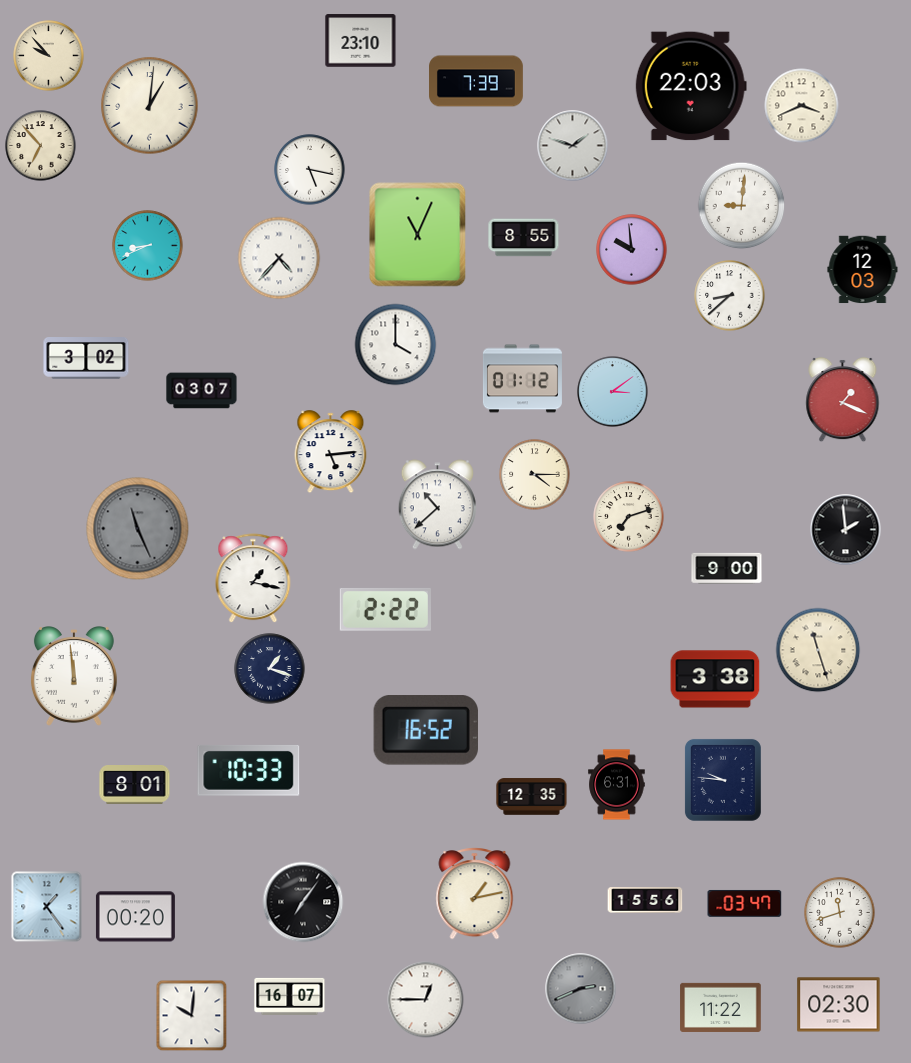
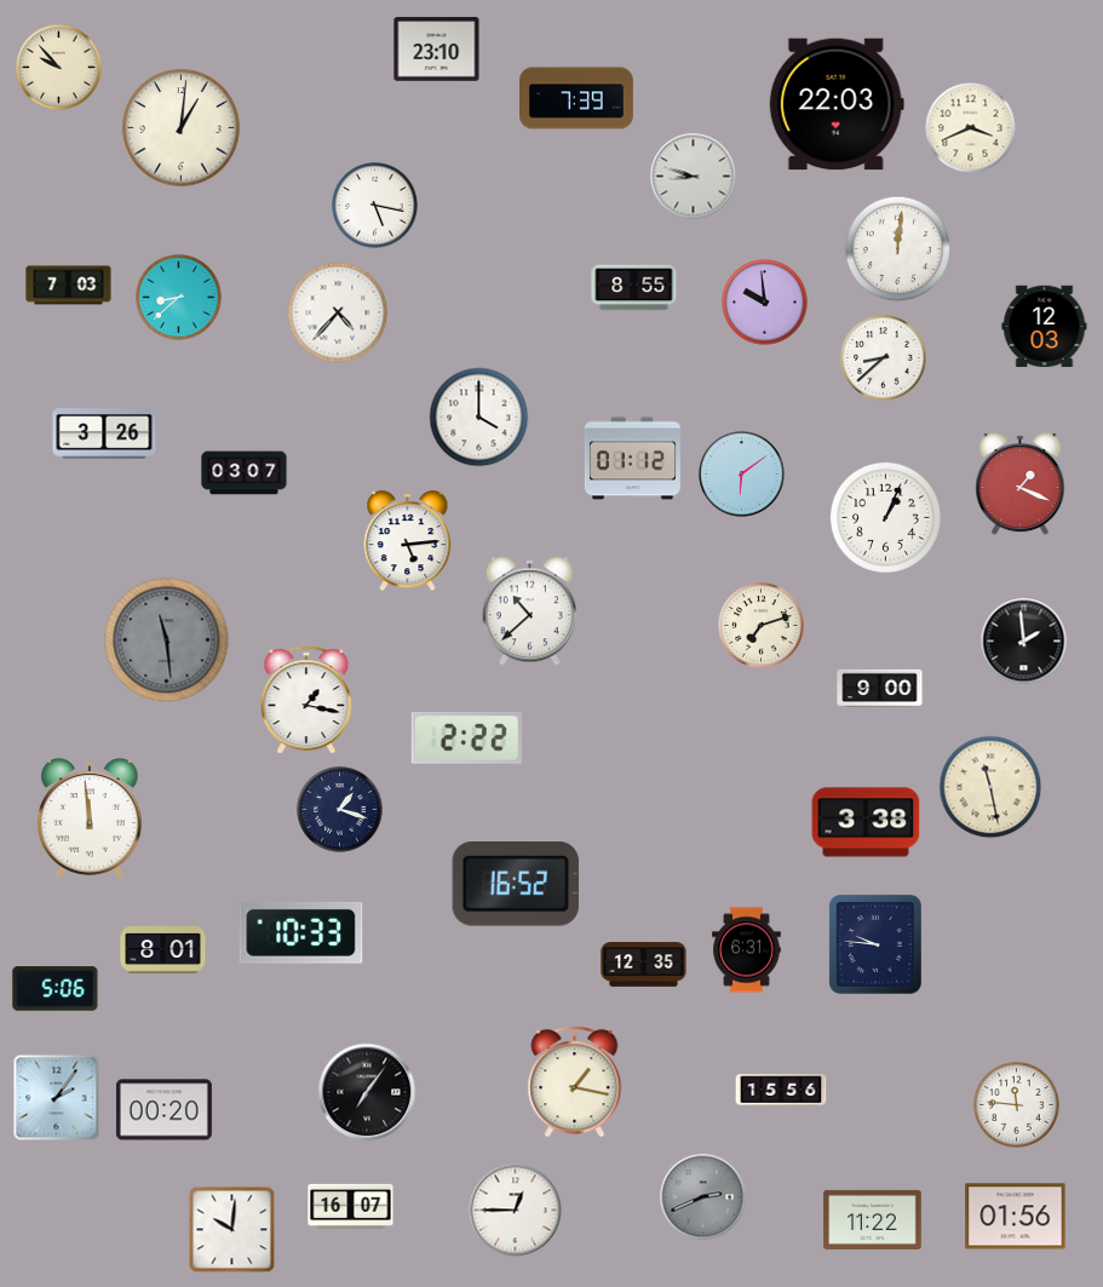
clock at (41, 146): 6:53 -> none
clock at (573, 146): 1:48 -> 8:48
clock at (742, 206): 9:01 -> 12:01
clock at (418, 235): 11:04 -> none
clock at (69, 286): none -> 7:03
clock at (148, 246): 8:41 -> 8:38
clock at (86, 358): 3:02 -> 3:26
clock at (613, 392): 3:09 -> 6:09
clock at (885, 517): none -> 1:04
clock at (331, 452) position: (331, 452) -> (408, 541)
clock at (535, 475): 4:15 -> none
clock at (138, 529): 11:26 -> 11:29
clock at (818, 650): 11:27 -> 11:28
clock at (270, 669) position: (270, 669) -> (340, 810)
clock at (56, 989): none -> 5:06
clock at (475, 894): 1:13 -> 1:17
clock at (745, 903): 03:47 -> none
clock at (47, 907): 1:24 -> 2:06
clock at (840, 913): 11:42 -> 11:46
clock at (839, 1005): 02:30 -> 01:56
